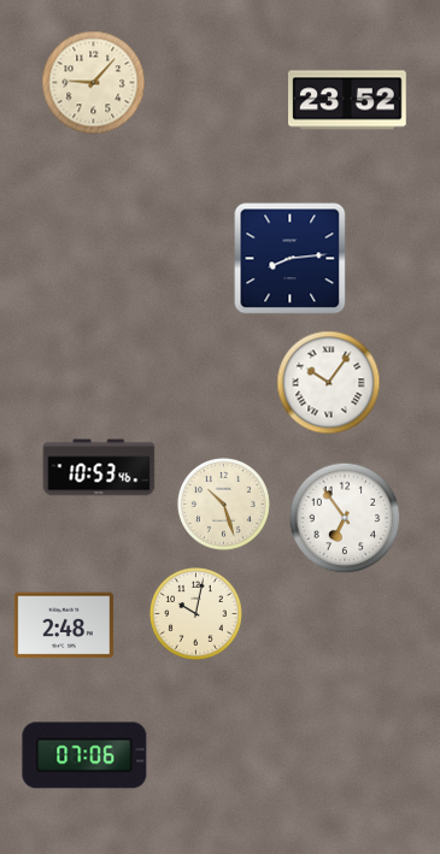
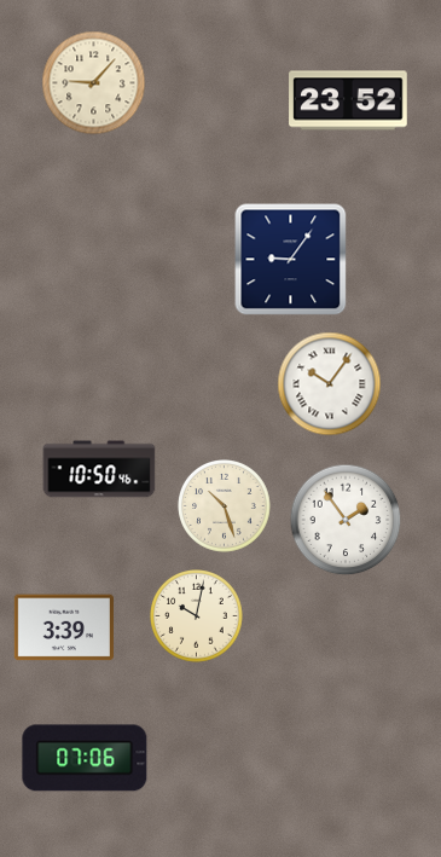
clock at (291, 259): 8:14 -> 9:06
clock at (99, 467): 10:53 -> 10:50
clock at (345, 518): 6:54 -> 1:54
clock at (64, 625): 2:48 -> 3:39
